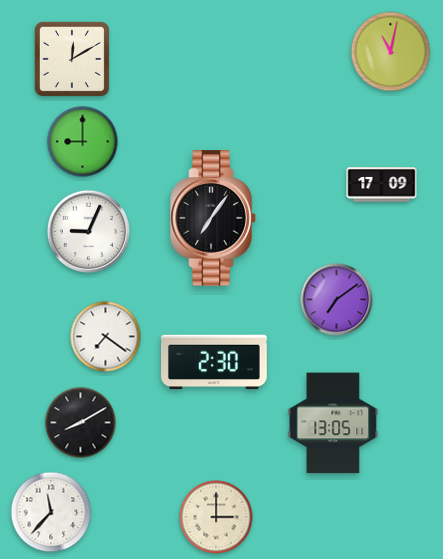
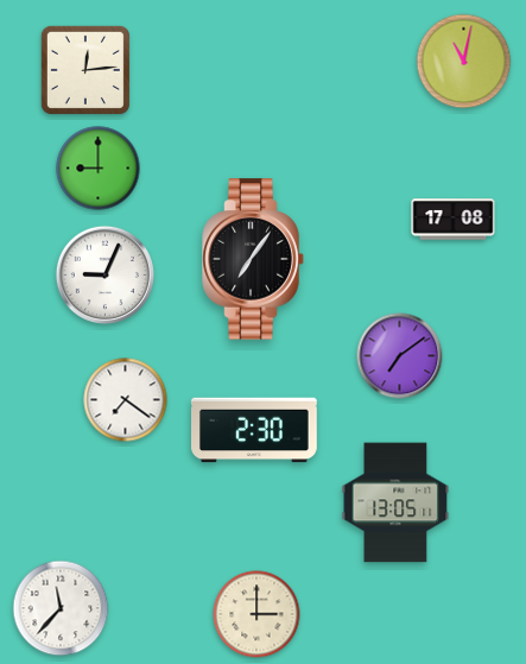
clock at (72, 59): 12:10 -> 12:14
clock at (382, 185): 17:09 -> 17:08
clock at (81, 423): 8:10 -> none
